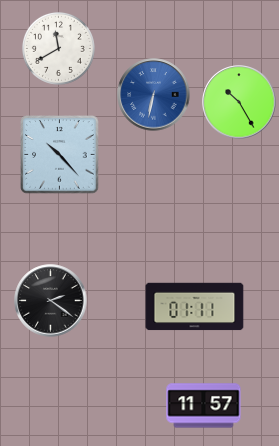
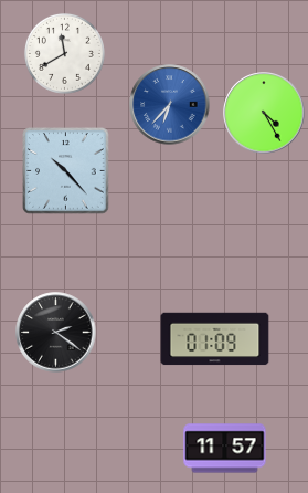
clock at (154, 95): 6:32 -> 6:37
clock at (239, 102): 10:25 -> 4:25
clock at (195, 307): 01:11 -> 01:09
